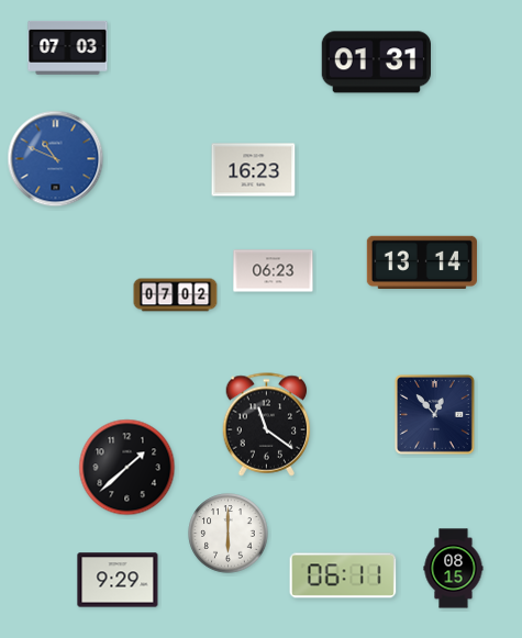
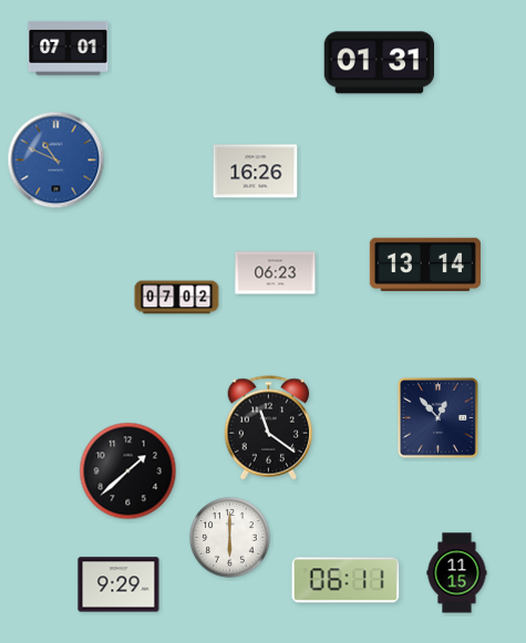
clock at (68, 47): 07:03 -> 07:01
clock at (254, 170): 16:23 -> 16:26
clock at (454, 569): 08:15 -> 11:15
